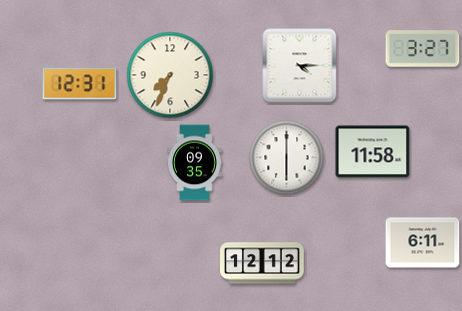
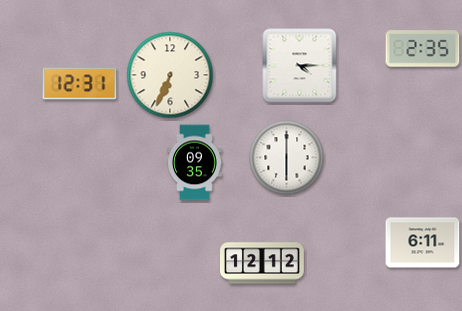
clock at (423, 49): 3:27 -> 2:35
clock at (170, 75): 7:34 -> 6:34
clock at (373, 152): 11:58 -> none
